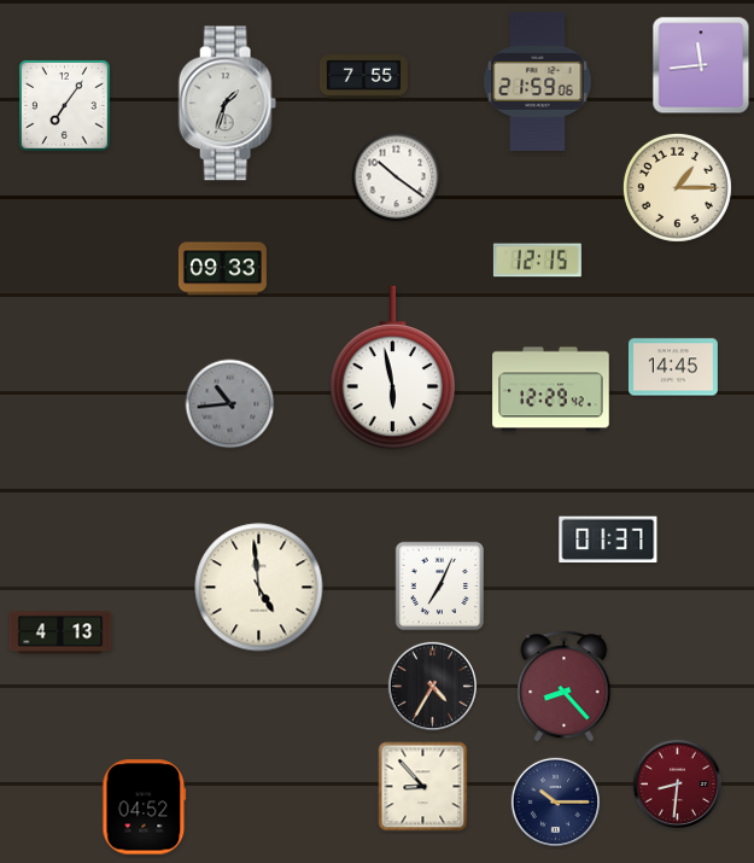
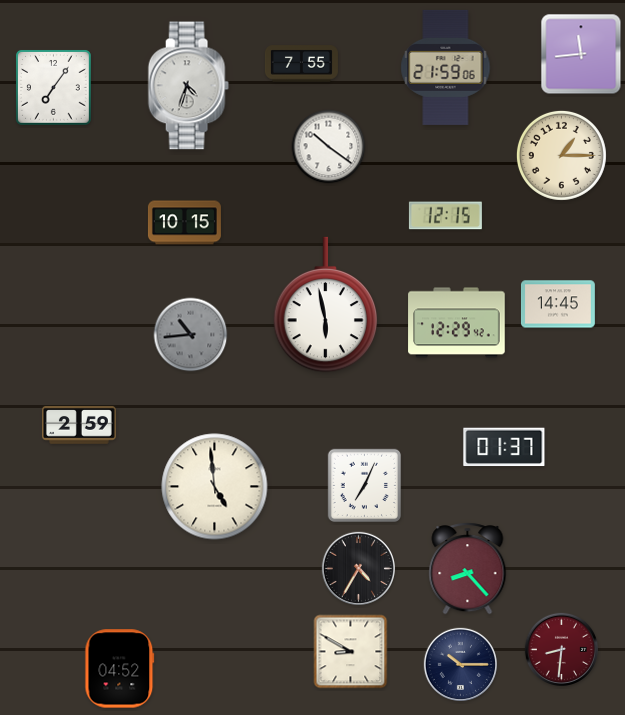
clock at (227, 104): 1:33 -> 4:33
clock at (222, 269): 09:33 -> 10:15
clock at (79, 425): none -> 2:59
clock at (60, 632): 4:13 -> none
clock at (423, 787): 8:53 -> 8:50
